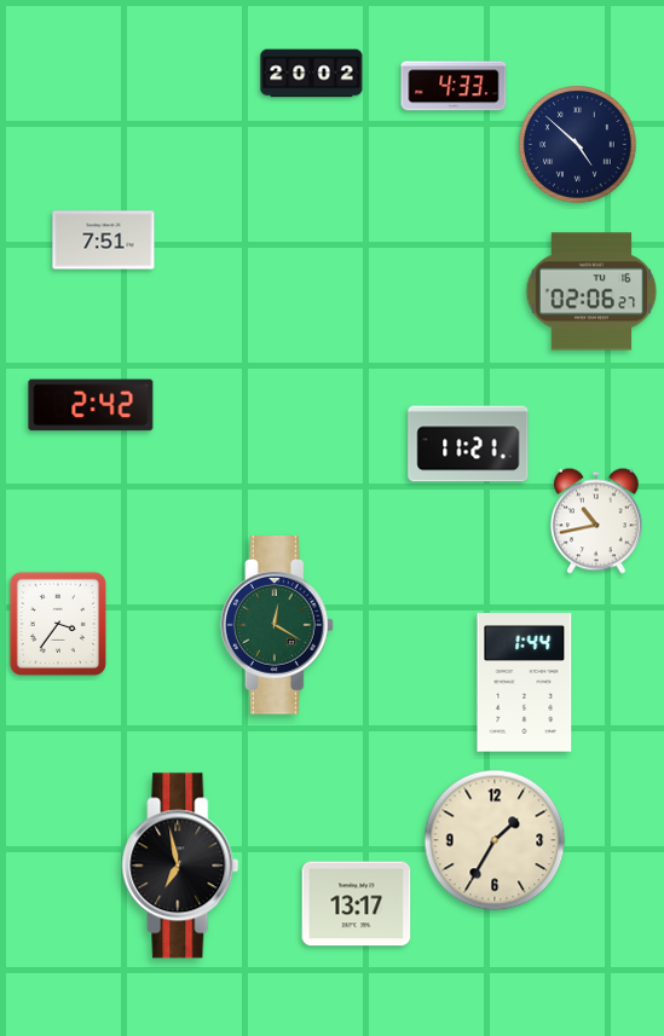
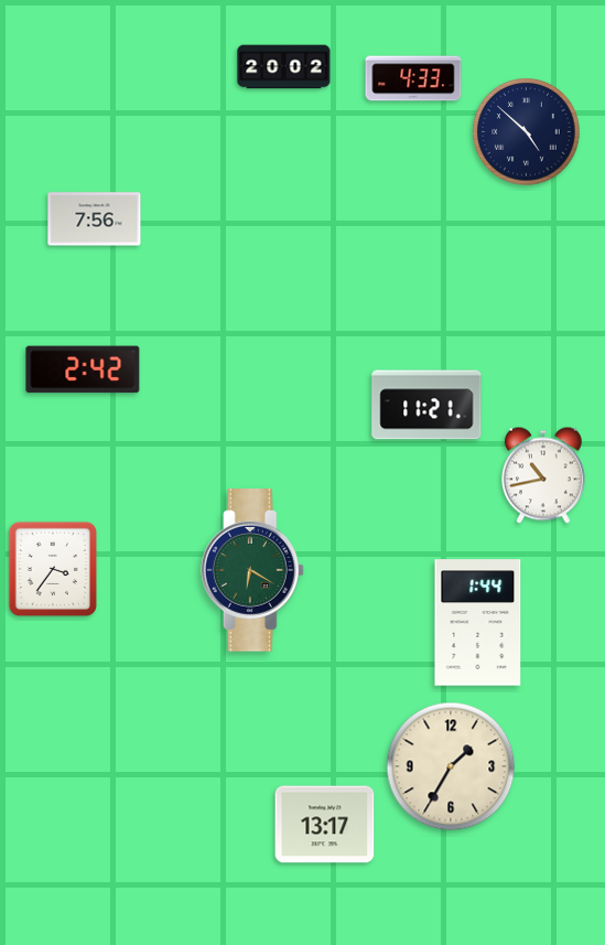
clock at (104, 241): 7:51 -> 7:56
clock at (591, 291): 02:06 -> none
clock at (277, 626): 12:20 -> 6:20
clock at (180, 866): 6:58 -> none
